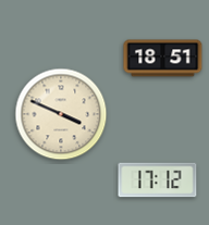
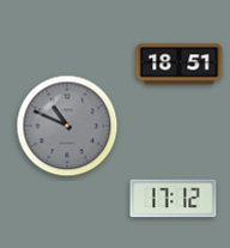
clock at (61, 114): 3:49 -> 10:49
clock at (61, 114) dial: cream -> grey
